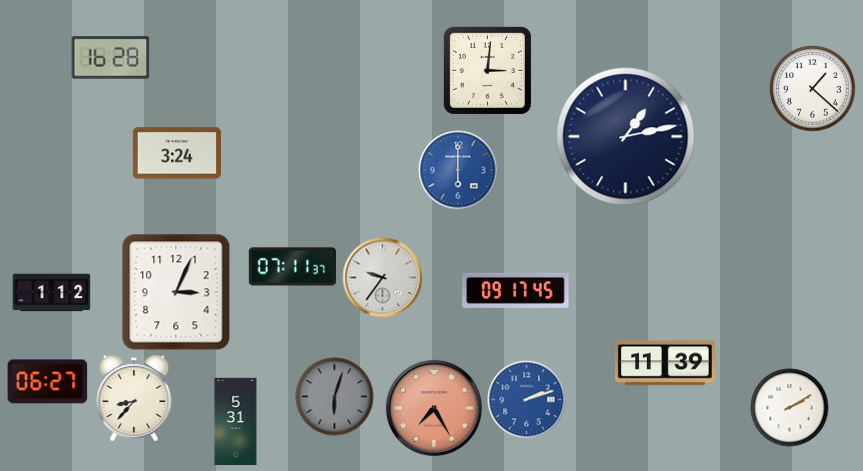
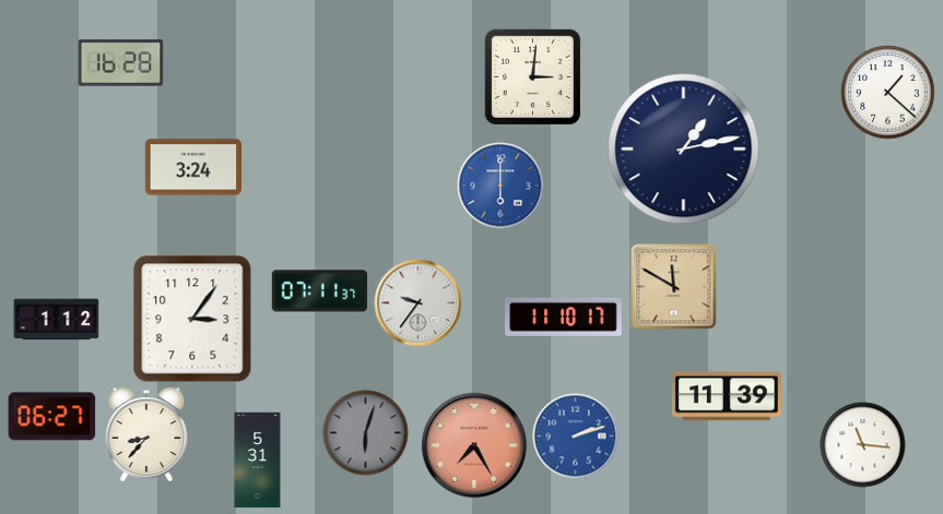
clock at (812, 88) position: (812, 88) -> (887, 92)
clock at (673, 286): none -> 11:50
clock at (516, 290): 09:17 -> 11:10
clock at (176, 292): 3:04 -> 3:06
clock at (789, 407): 2:10 -> 11:16
